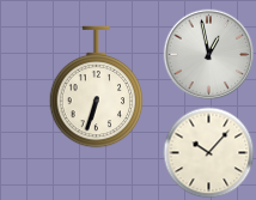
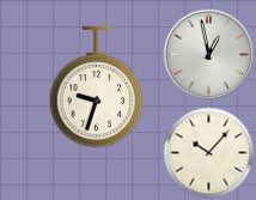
clock at (97, 87): 6:33 -> 9:33
